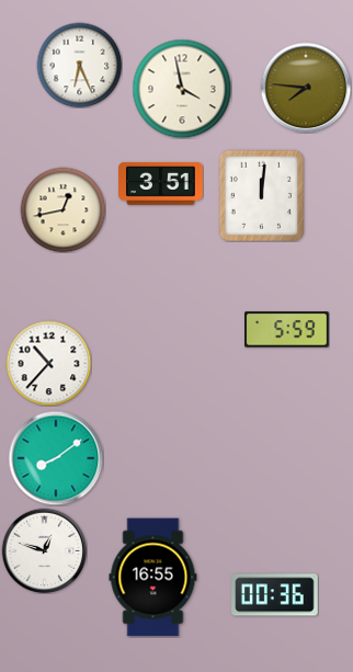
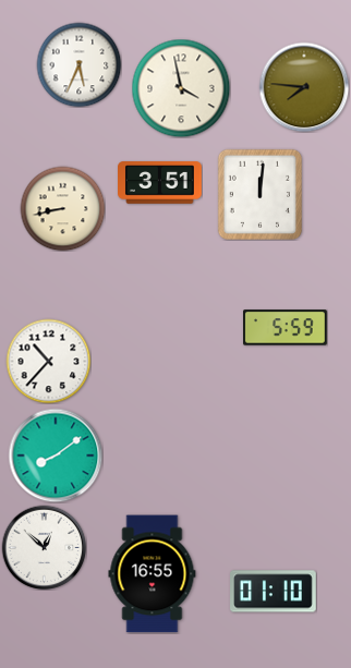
clock at (79, 65): 6:26 -> 5:34
clock at (62, 209): 12:43 -> 8:43
clock at (44, 550): 12:48 -> 12:52
clock at (275, 595): 00:36 -> 01:10
